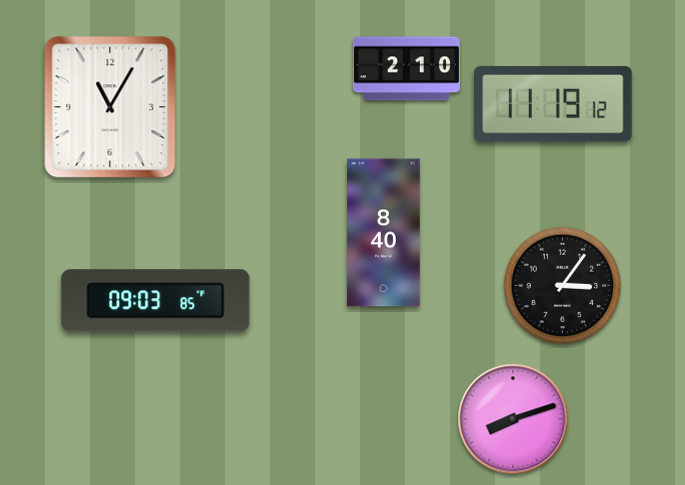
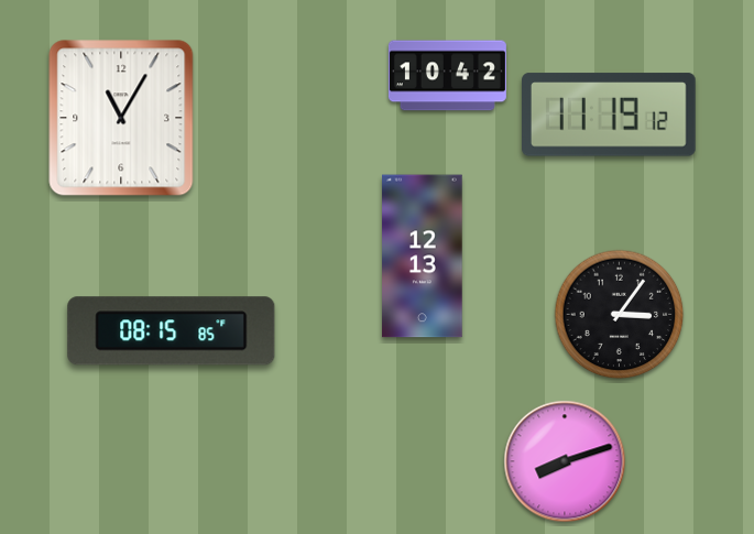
clock at (406, 69): 2:10 -> 10:42
clock at (384, 233): 8:40 -> 12:13
clock at (156, 301): 09:03 -> 08:15
